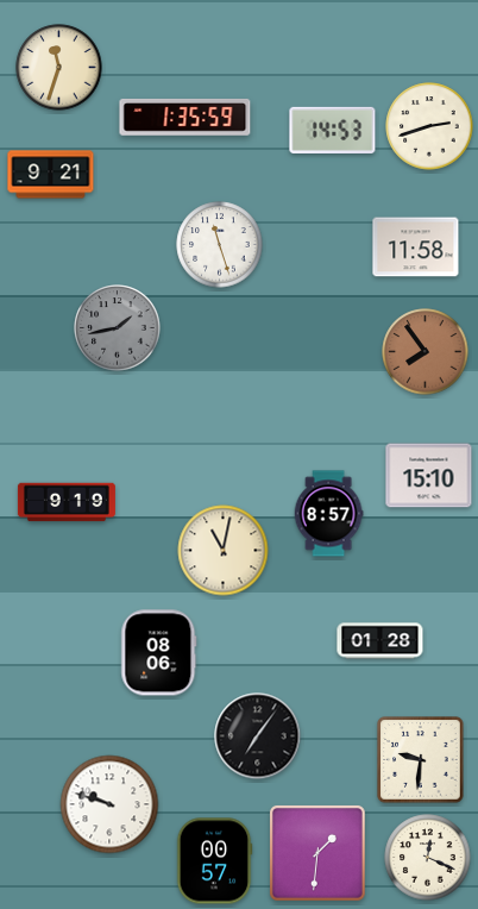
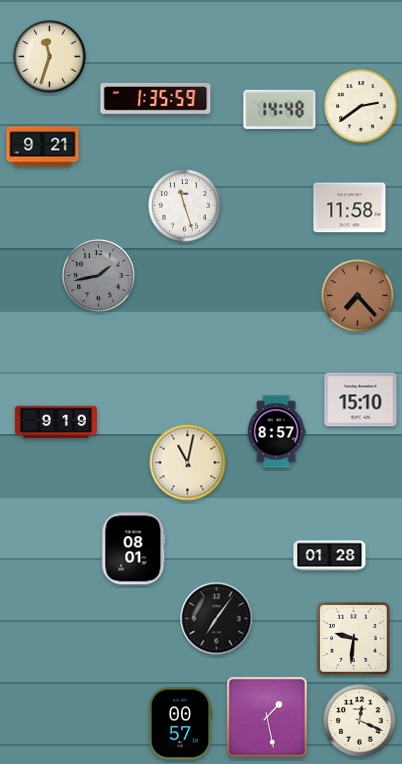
clock at (429, 126): 2:42 -> 2:39
clock at (333, 130): 14:53 -> 14:48
clock at (426, 352): 7:54 -> 7:23
clock at (380, 641) position: (380, 641) -> (330, 556)
clock at (159, 653): 08:06 -> 08:01
clock at (109, 804): 9:48 -> none
clock at (317, 853): 1:31 -> 1:28
